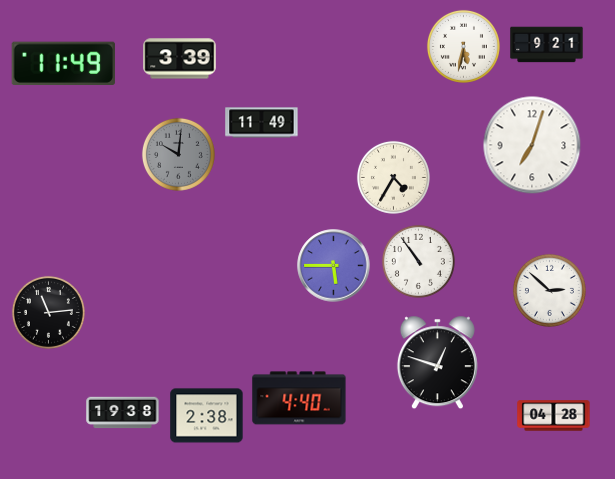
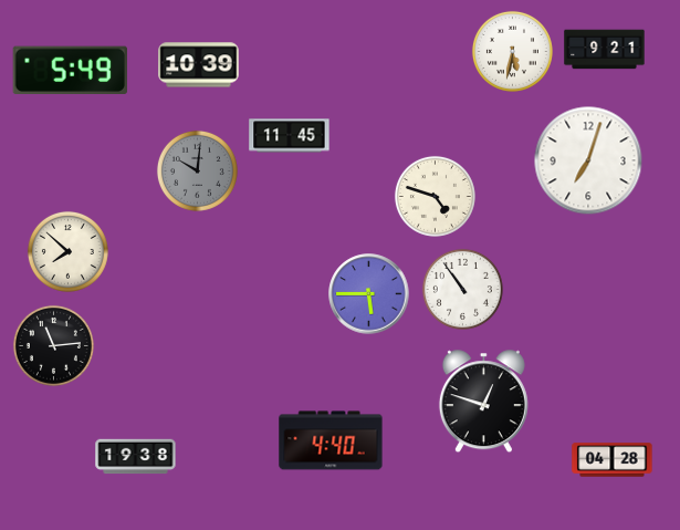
clock at (180, 59): 3:39 -> 10:39
clock at (63, 63): 11:49 -> 5:49
clock at (262, 123): 11:49 -> 11:45
clock at (393, 177): 4:35 -> 4:48
clock at (67, 251): none -> 7:52
clock at (549, 290): 2:52 -> none
clock at (207, 416): 2:38 -> none
